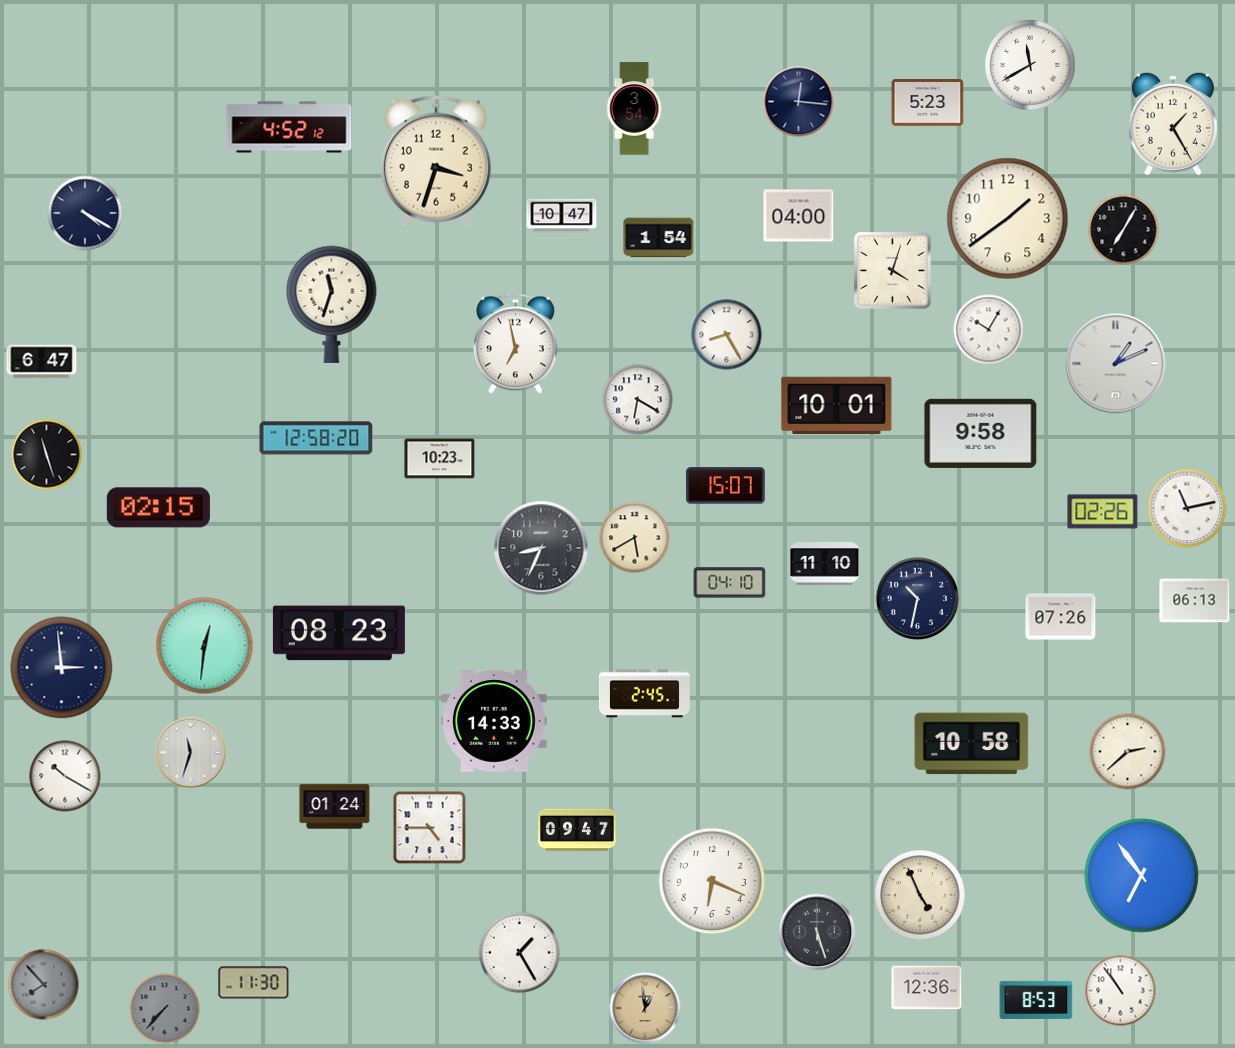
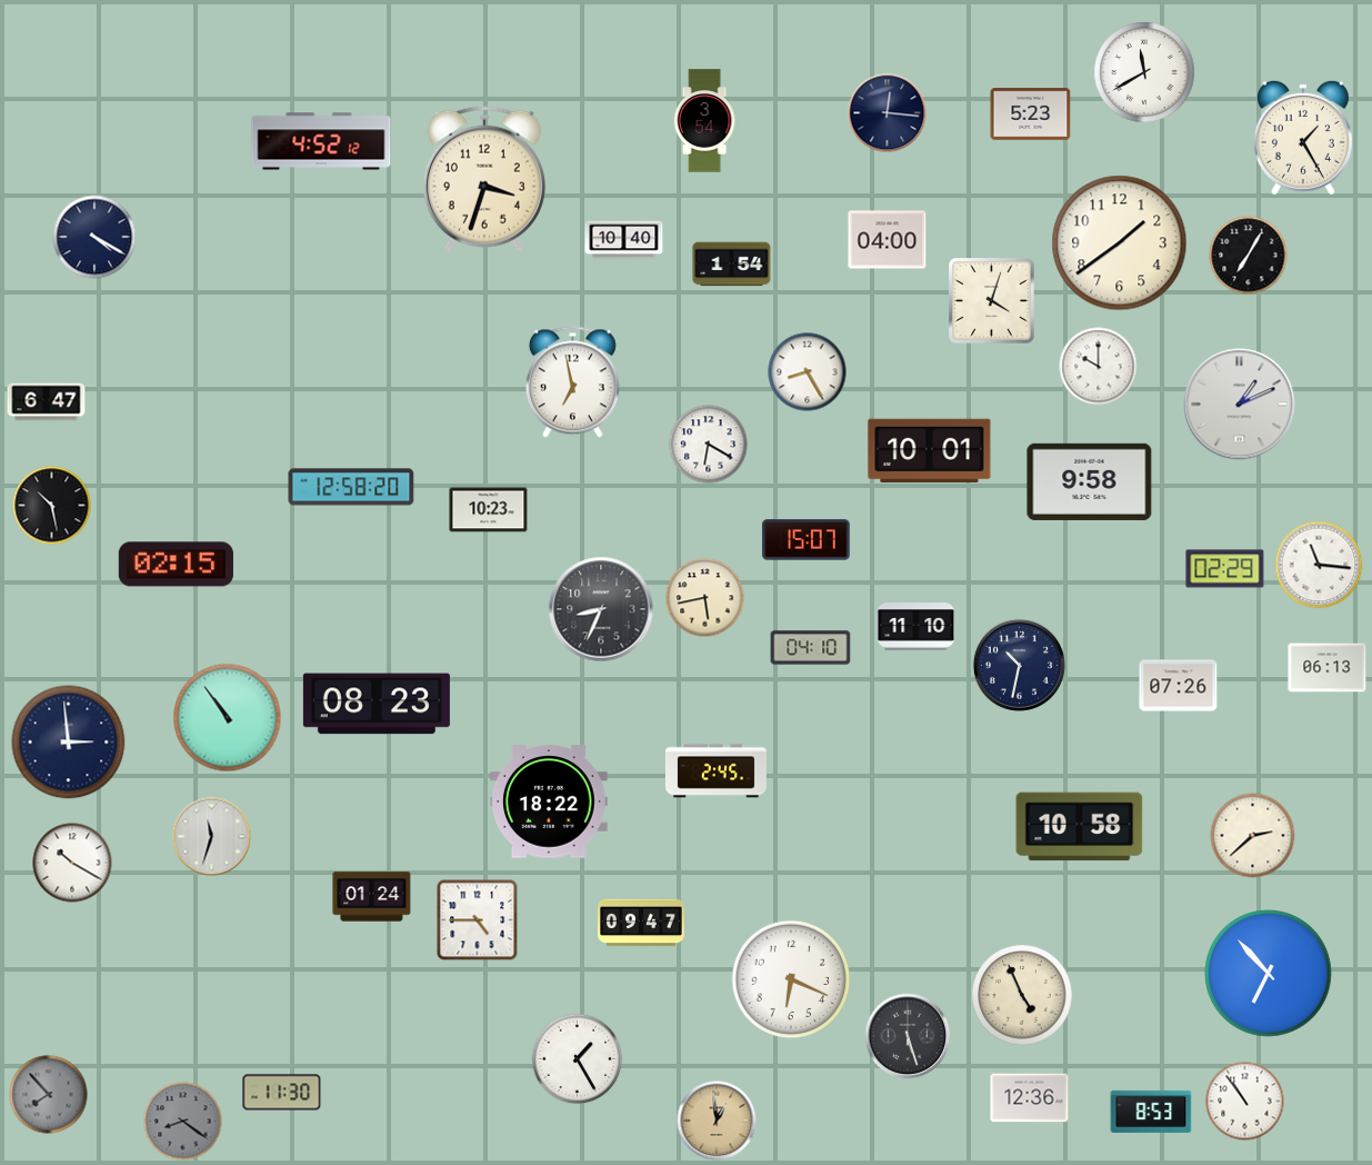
clock at (562, 216): 10:47 -> 10:40
clock at (332, 304): 11:33 -> none
clock at (989, 330): 10:05 -> 10:00
clock at (47, 455): 11:27 -> 10:28
clock at (1187, 508): 11:13 -> 11:16
clock at (1103, 512): 02:26 -> 02:29
clock at (635, 538): 5:40 -> 5:43
clock at (205, 646): 12:31 -> 10:54
clock at (495, 721): 14:33 -> 18:22
clock at (1142, 876): 6:54 -> 6:53
clock at (165, 1009): 7:37 -> 8:21
